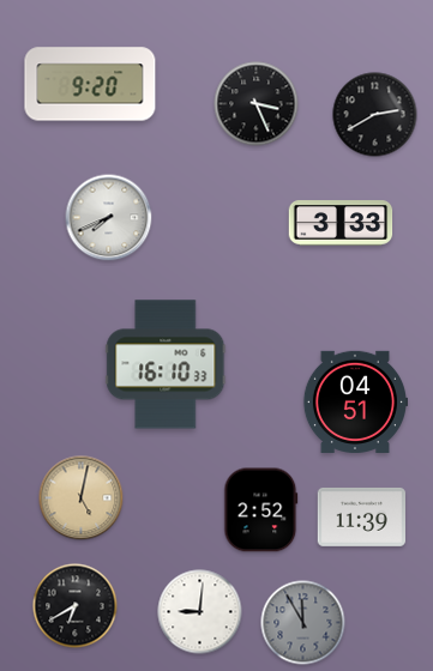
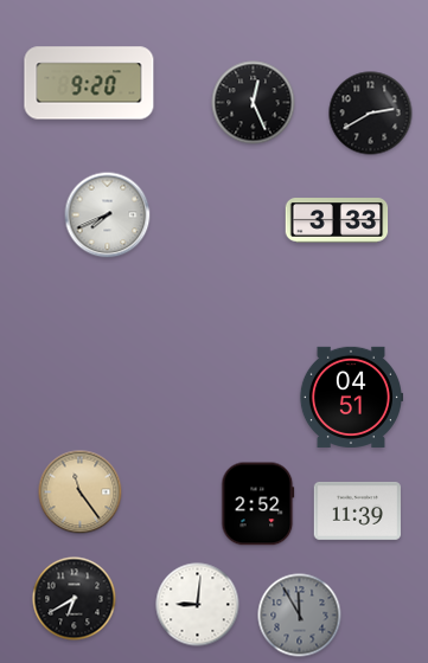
clock at (257, 104): 3:26 -> 12:26
clock at (166, 364): 16:10 -> none
clock at (82, 498): 5:02 -> 11:24
